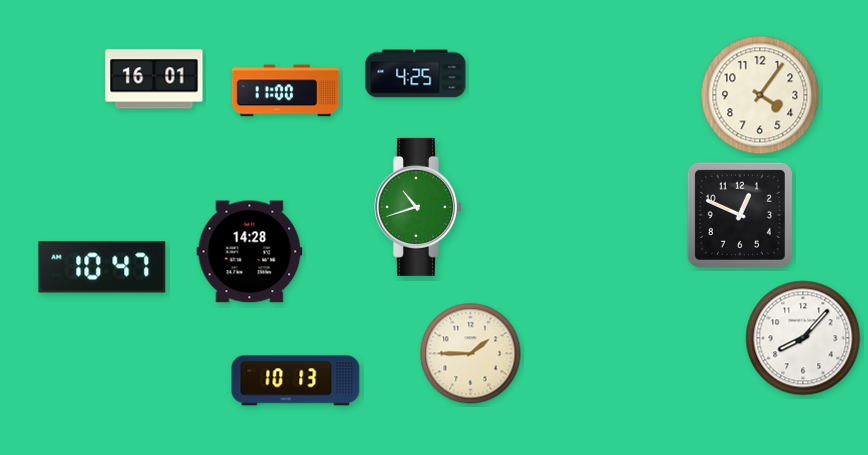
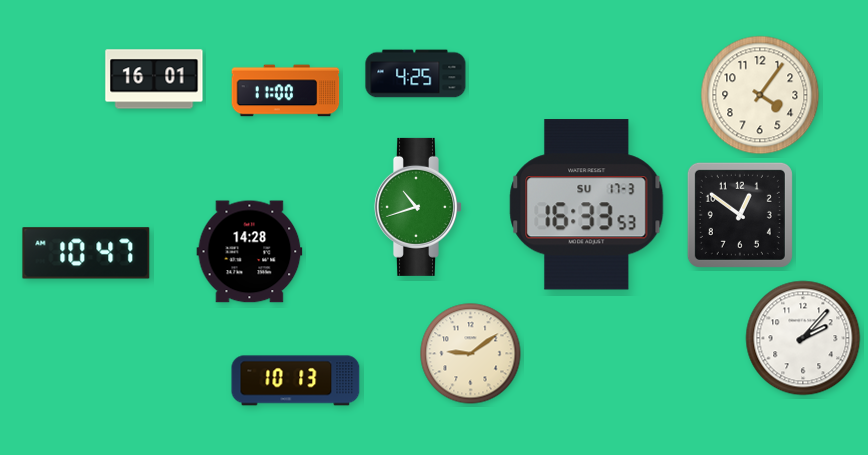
clock at (587, 205): none -> 16:33
clock at (740, 215): 12:49 -> 12:51
clock at (102, 267) position: (102, 267) -> (86, 253)
clock at (803, 338): 8:07 -> 2:07
clock at (471, 354): 1:45 -> 9:09
